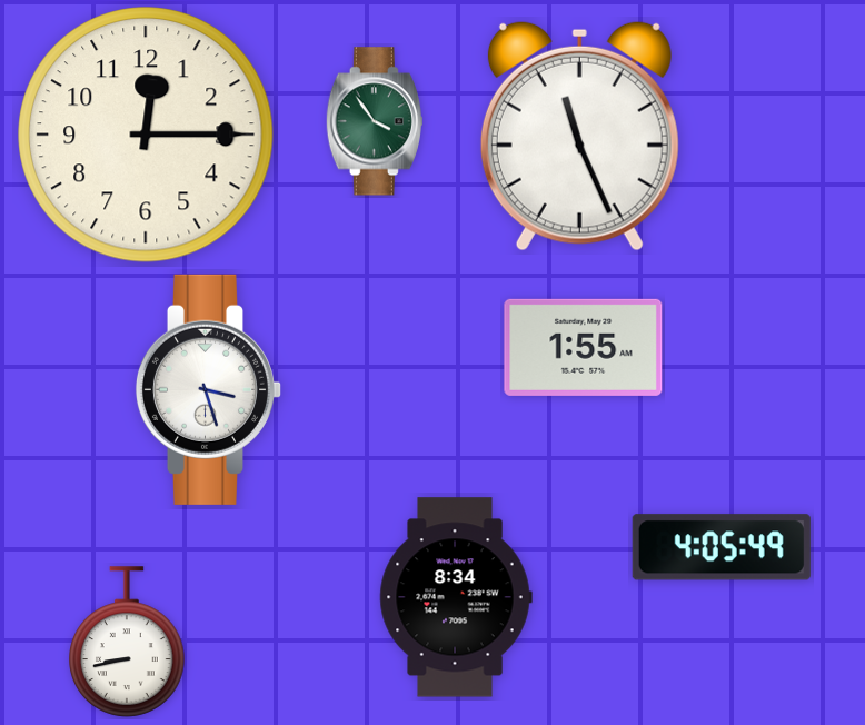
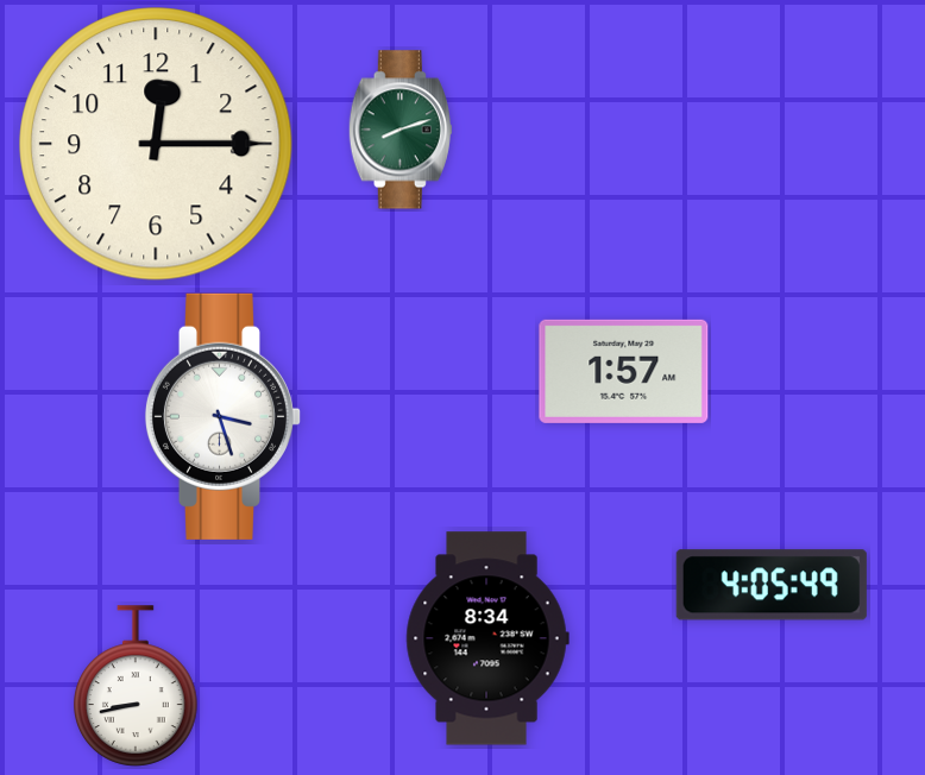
clock at (375, 121): 3:54 -> 8:12
clock at (579, 136): 11:26 -> none
clock at (584, 347): 1:55 -> 1:57
